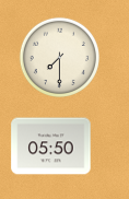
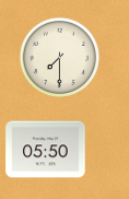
clock at (51, 147) position: (51, 147) -> (46, 150)
